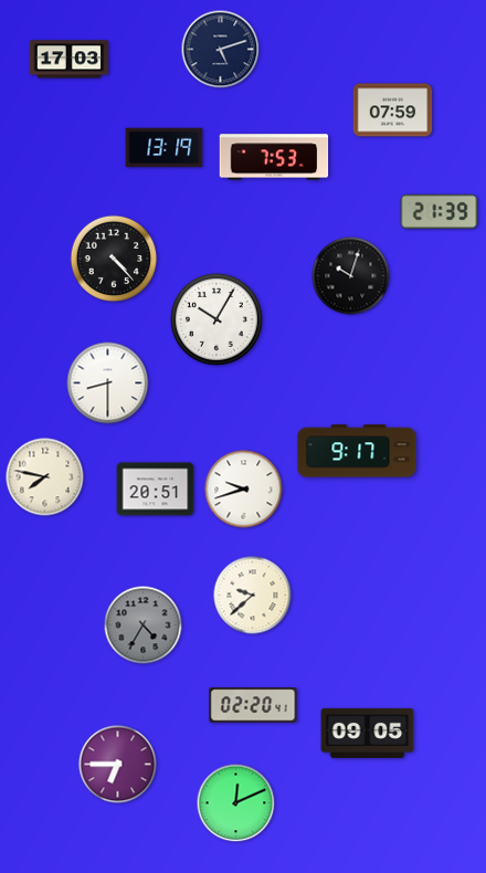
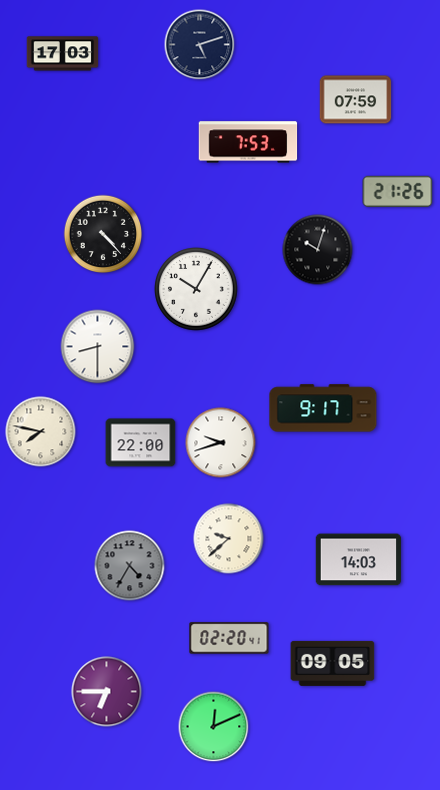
clock at (165, 148): 13:19 -> none
clock at (440, 211): 21:39 -> 21:26
clock at (156, 490): 20:51 -> 22:00
clock at (359, 560): none -> 14:03
